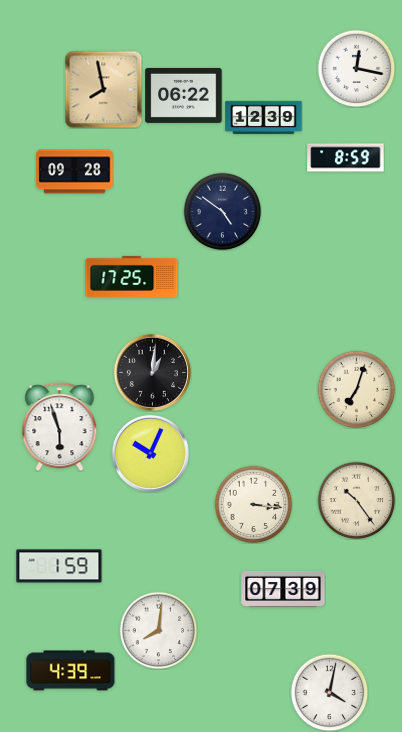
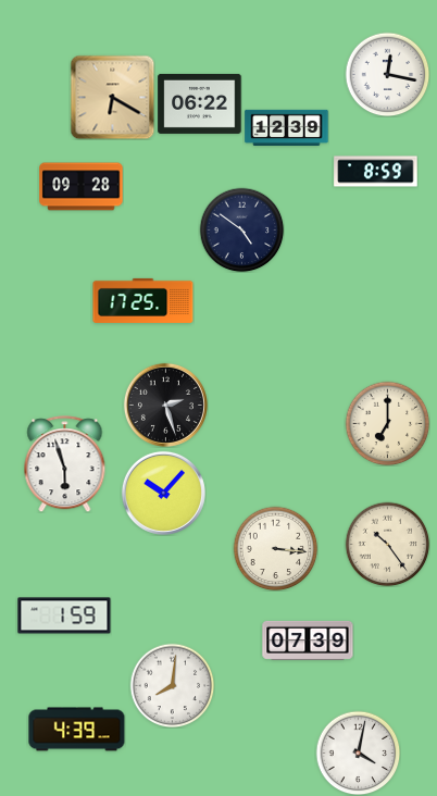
clock at (103, 89): 7:58 -> 6:20
clock at (152, 372): 1:01 -> 2:27
clock at (356, 389): 7:03 -> 7:00
clock at (150, 453): 10:04 -> 10:07
